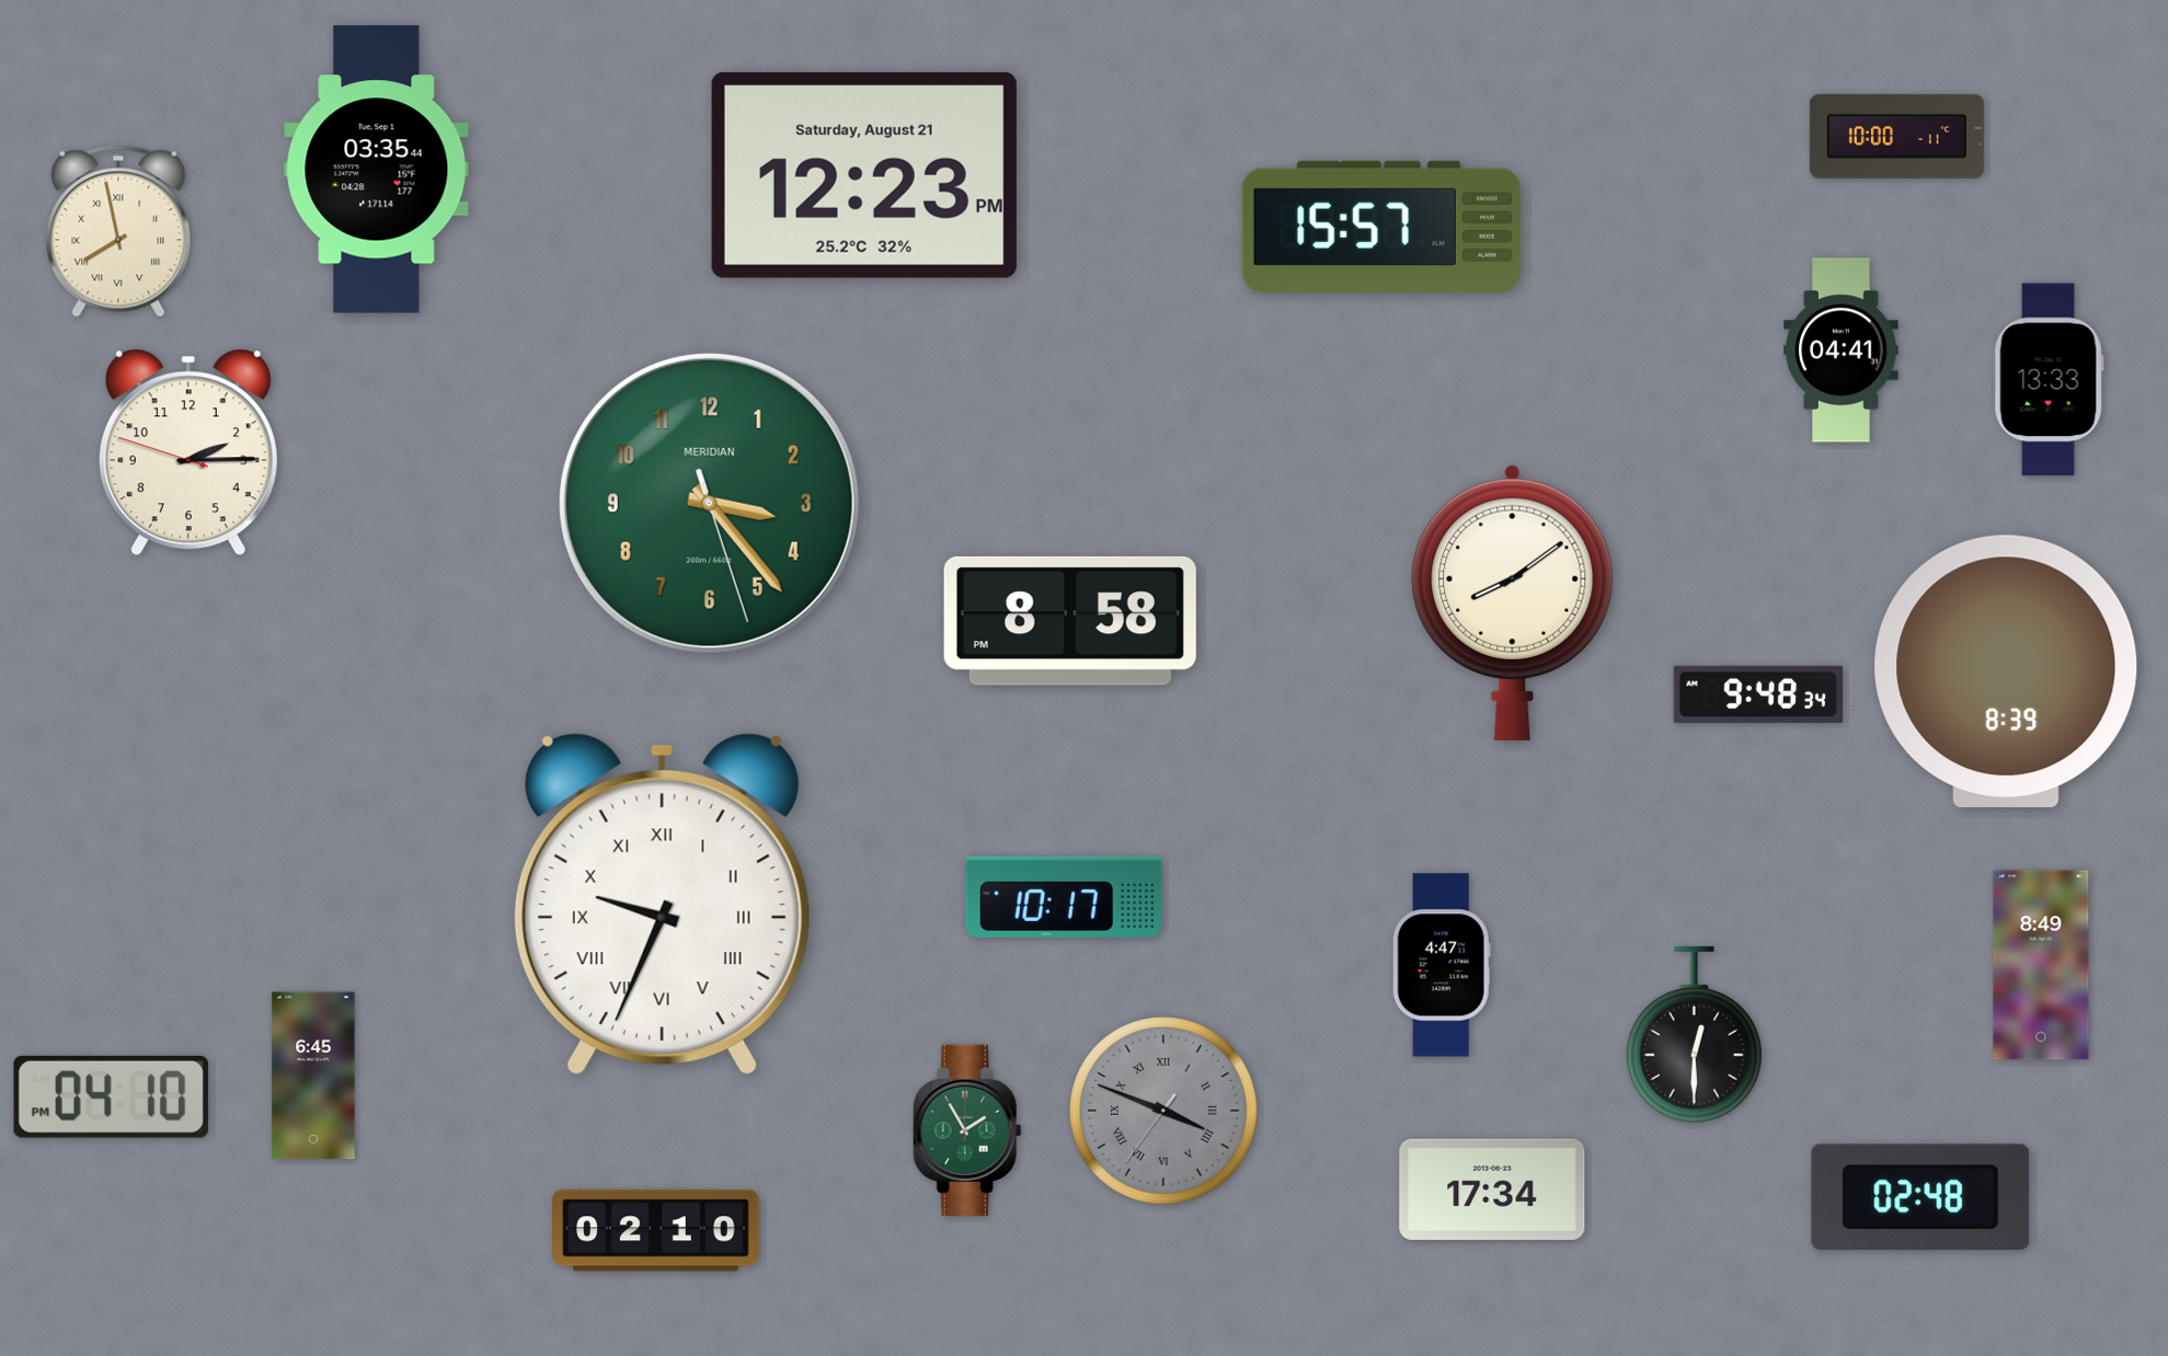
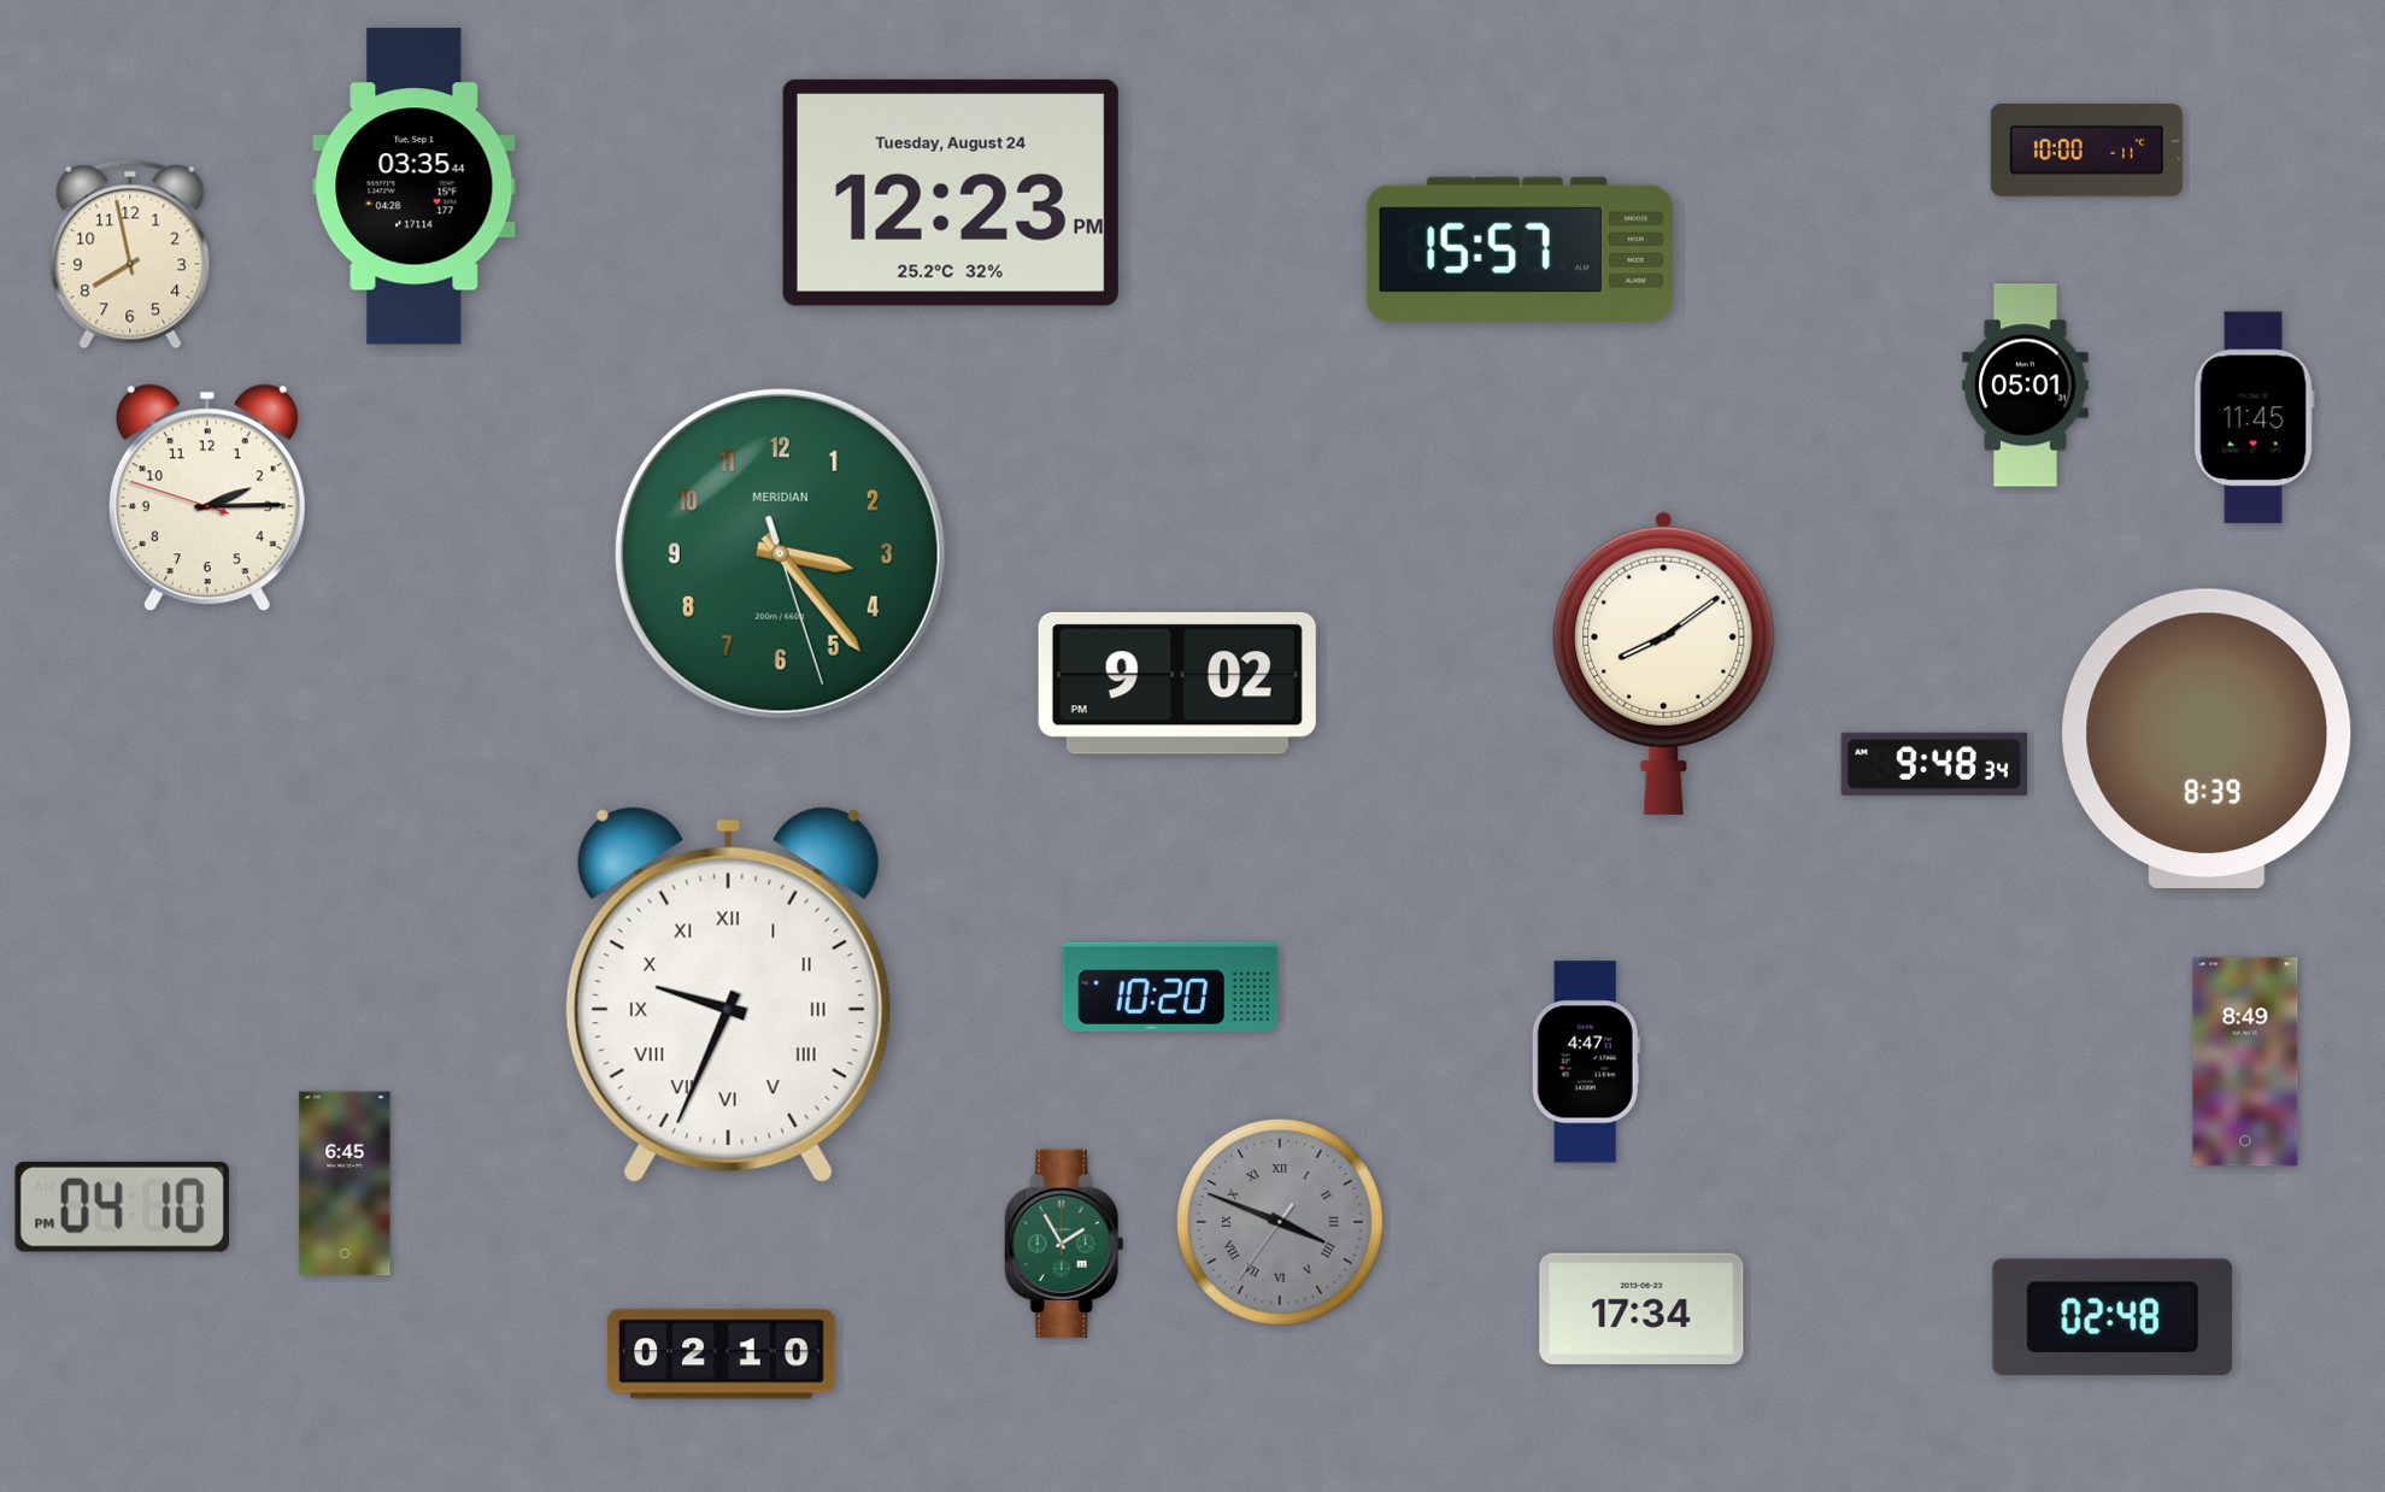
clock at (864, 175) date: Saturday, August 21 -> Tuesday, August 24
clock at (118, 231) numerals: Roman -> Arabic
clock at (1842, 351): 04:41 -> 05:01
clock at (2049, 380): 13:33 -> 11:45
clock at (1070, 621): 8:58 -> 9:02
clock at (1064, 897): 10:17 -> 10:20
clock at (1694, 1034): 12:30 -> none
